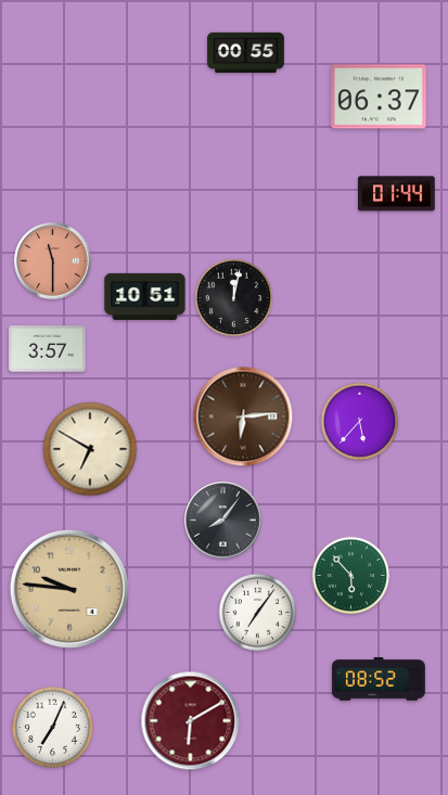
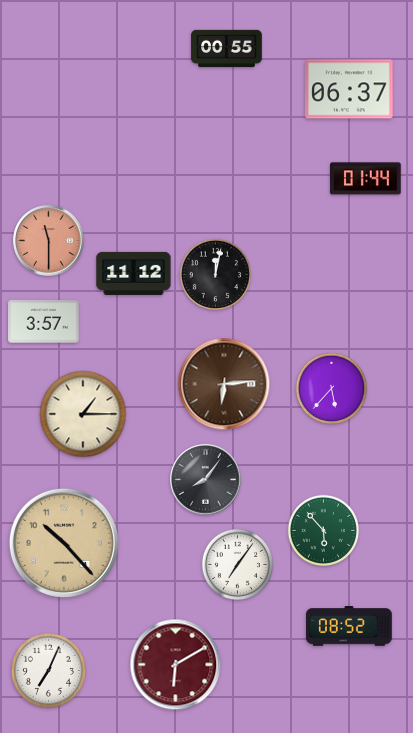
clock at (145, 296): 10:51 -> 11:12
clock at (90, 449): 6:50 -> 1:15
clock at (69, 589): 9:46 -> 10:23
